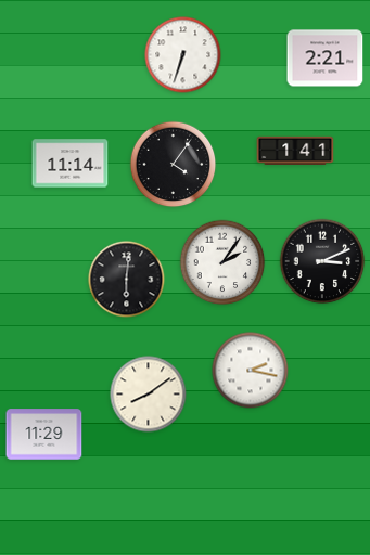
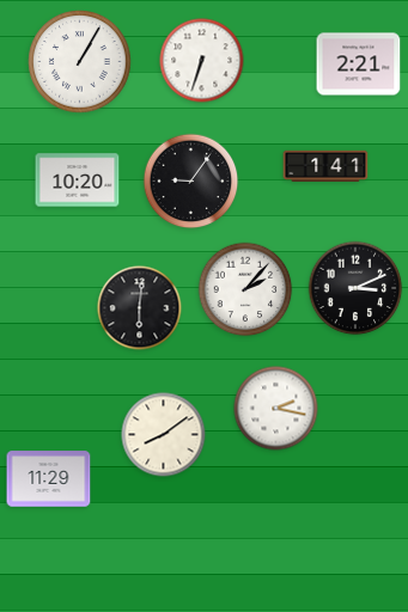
clock at (80, 62): none -> 1:05
clock at (71, 164): 11:14 -> 10:20
clock at (174, 165): 4:06 -> 9:06
clock at (222, 262): 2:06 -> 2:07
